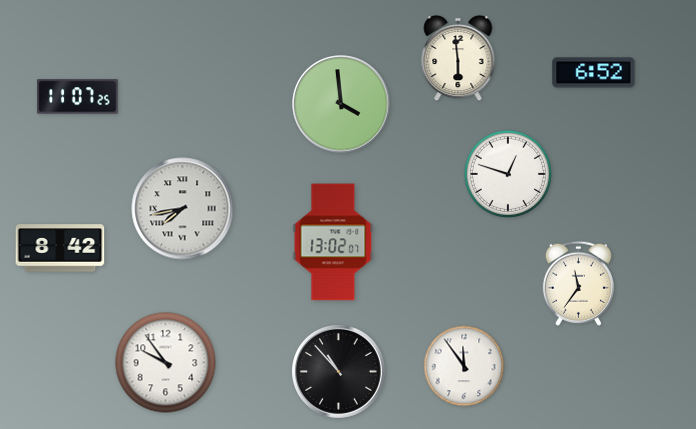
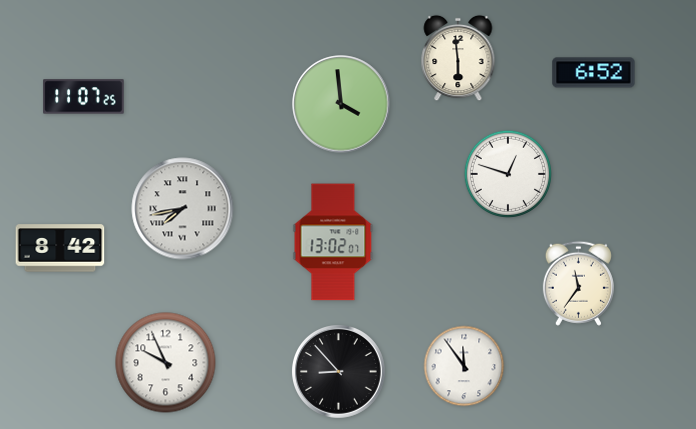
clock at (78, 97) position: (78, 97) -> (84, 97)
clock at (166, 363): 9:54 -> 9:56
clock at (339, 372): 10:53 -> 8:53
